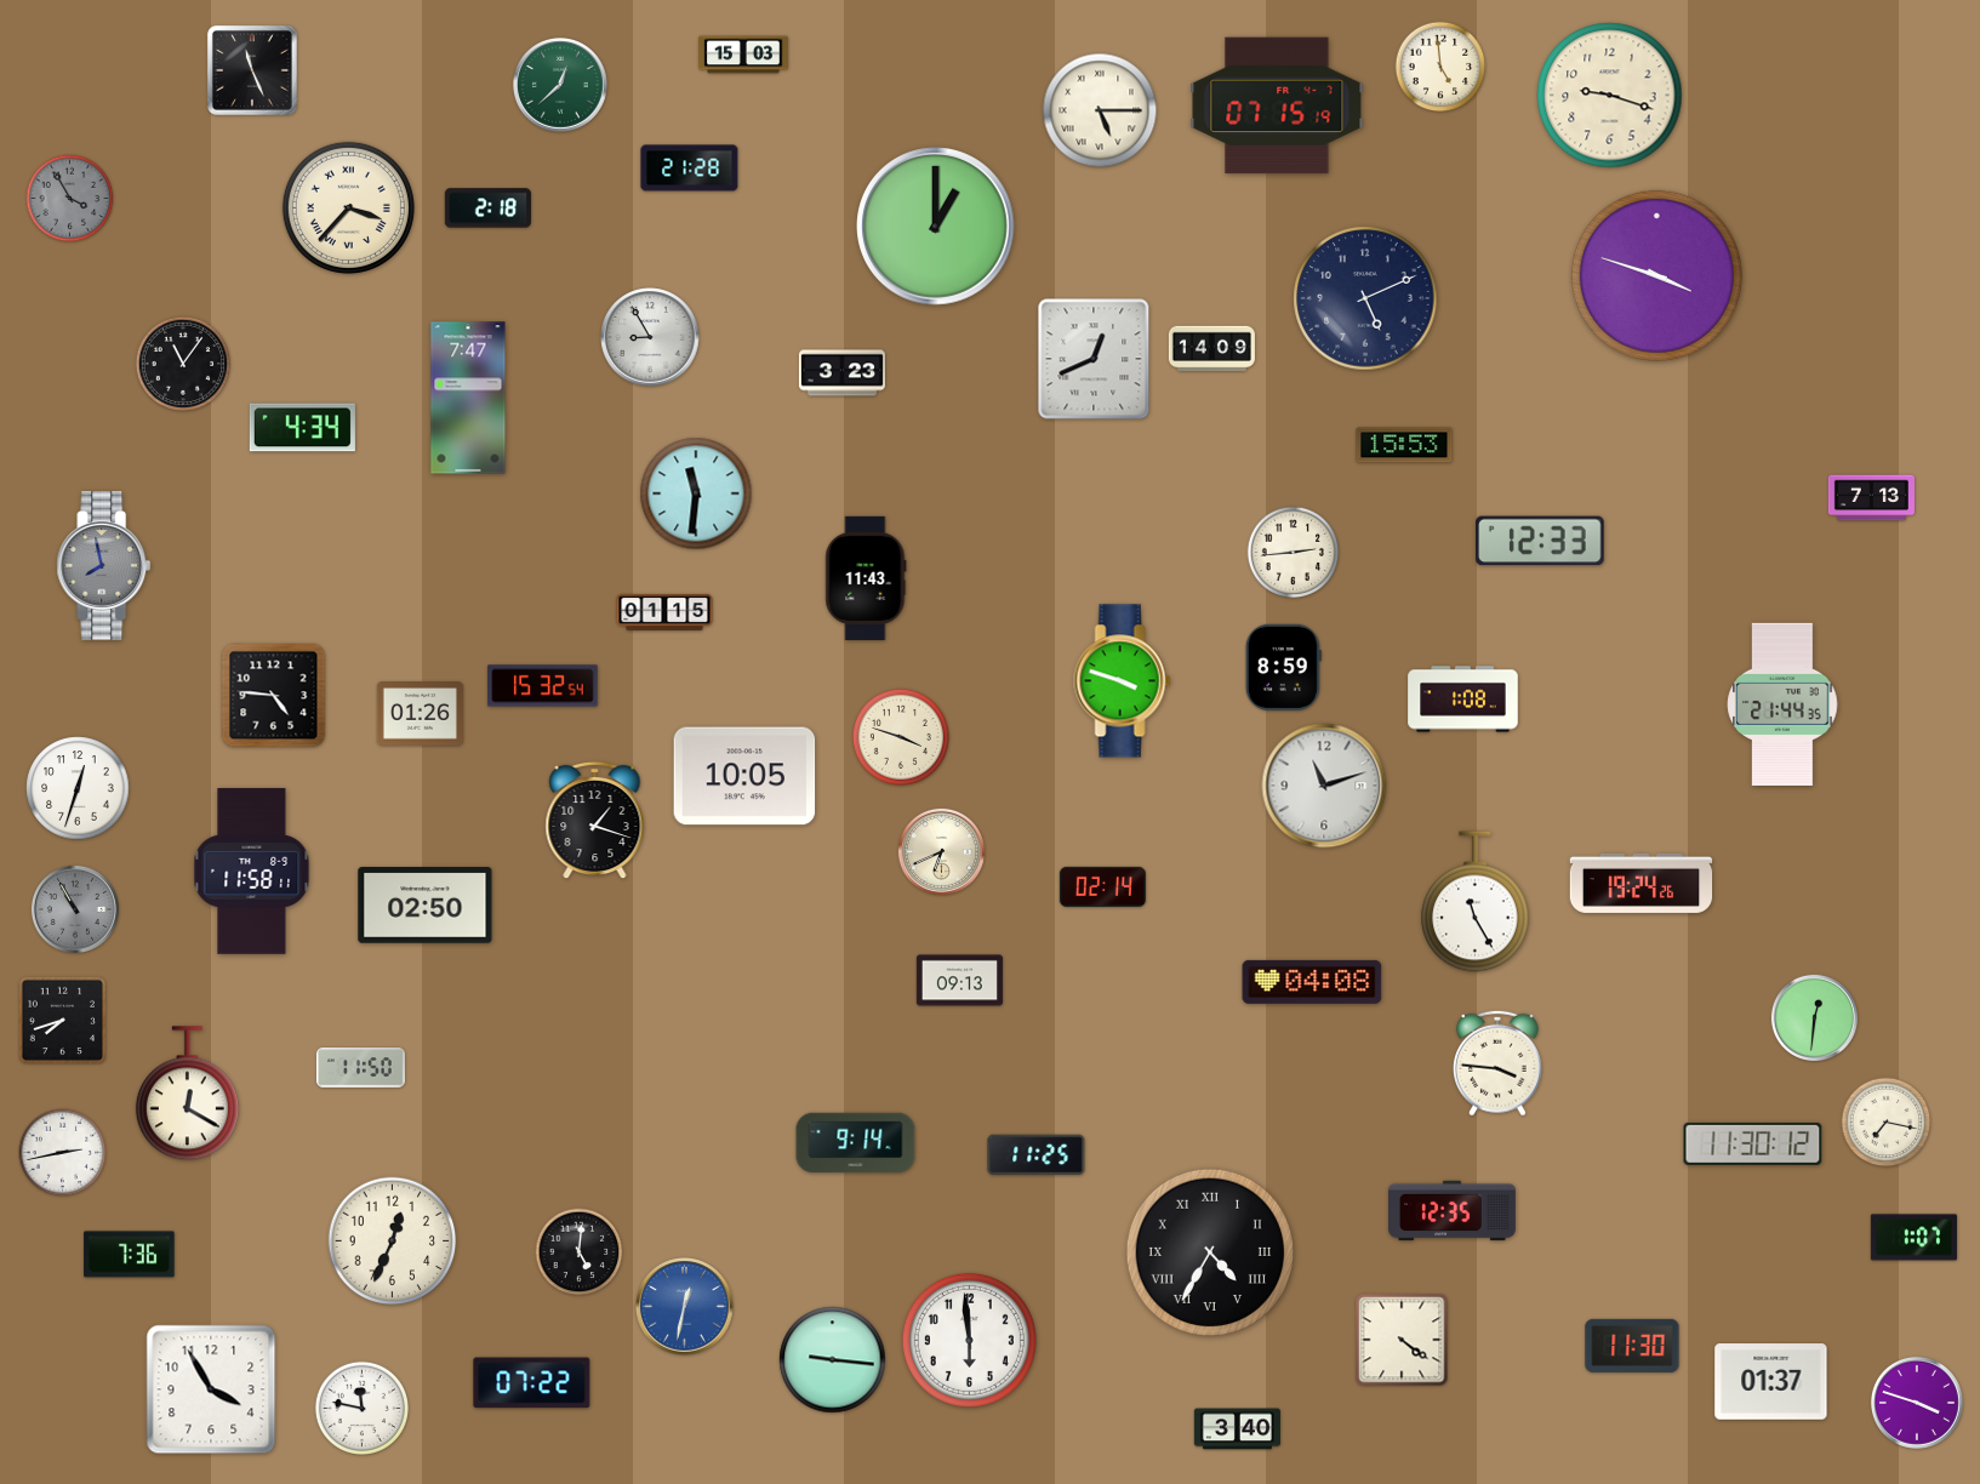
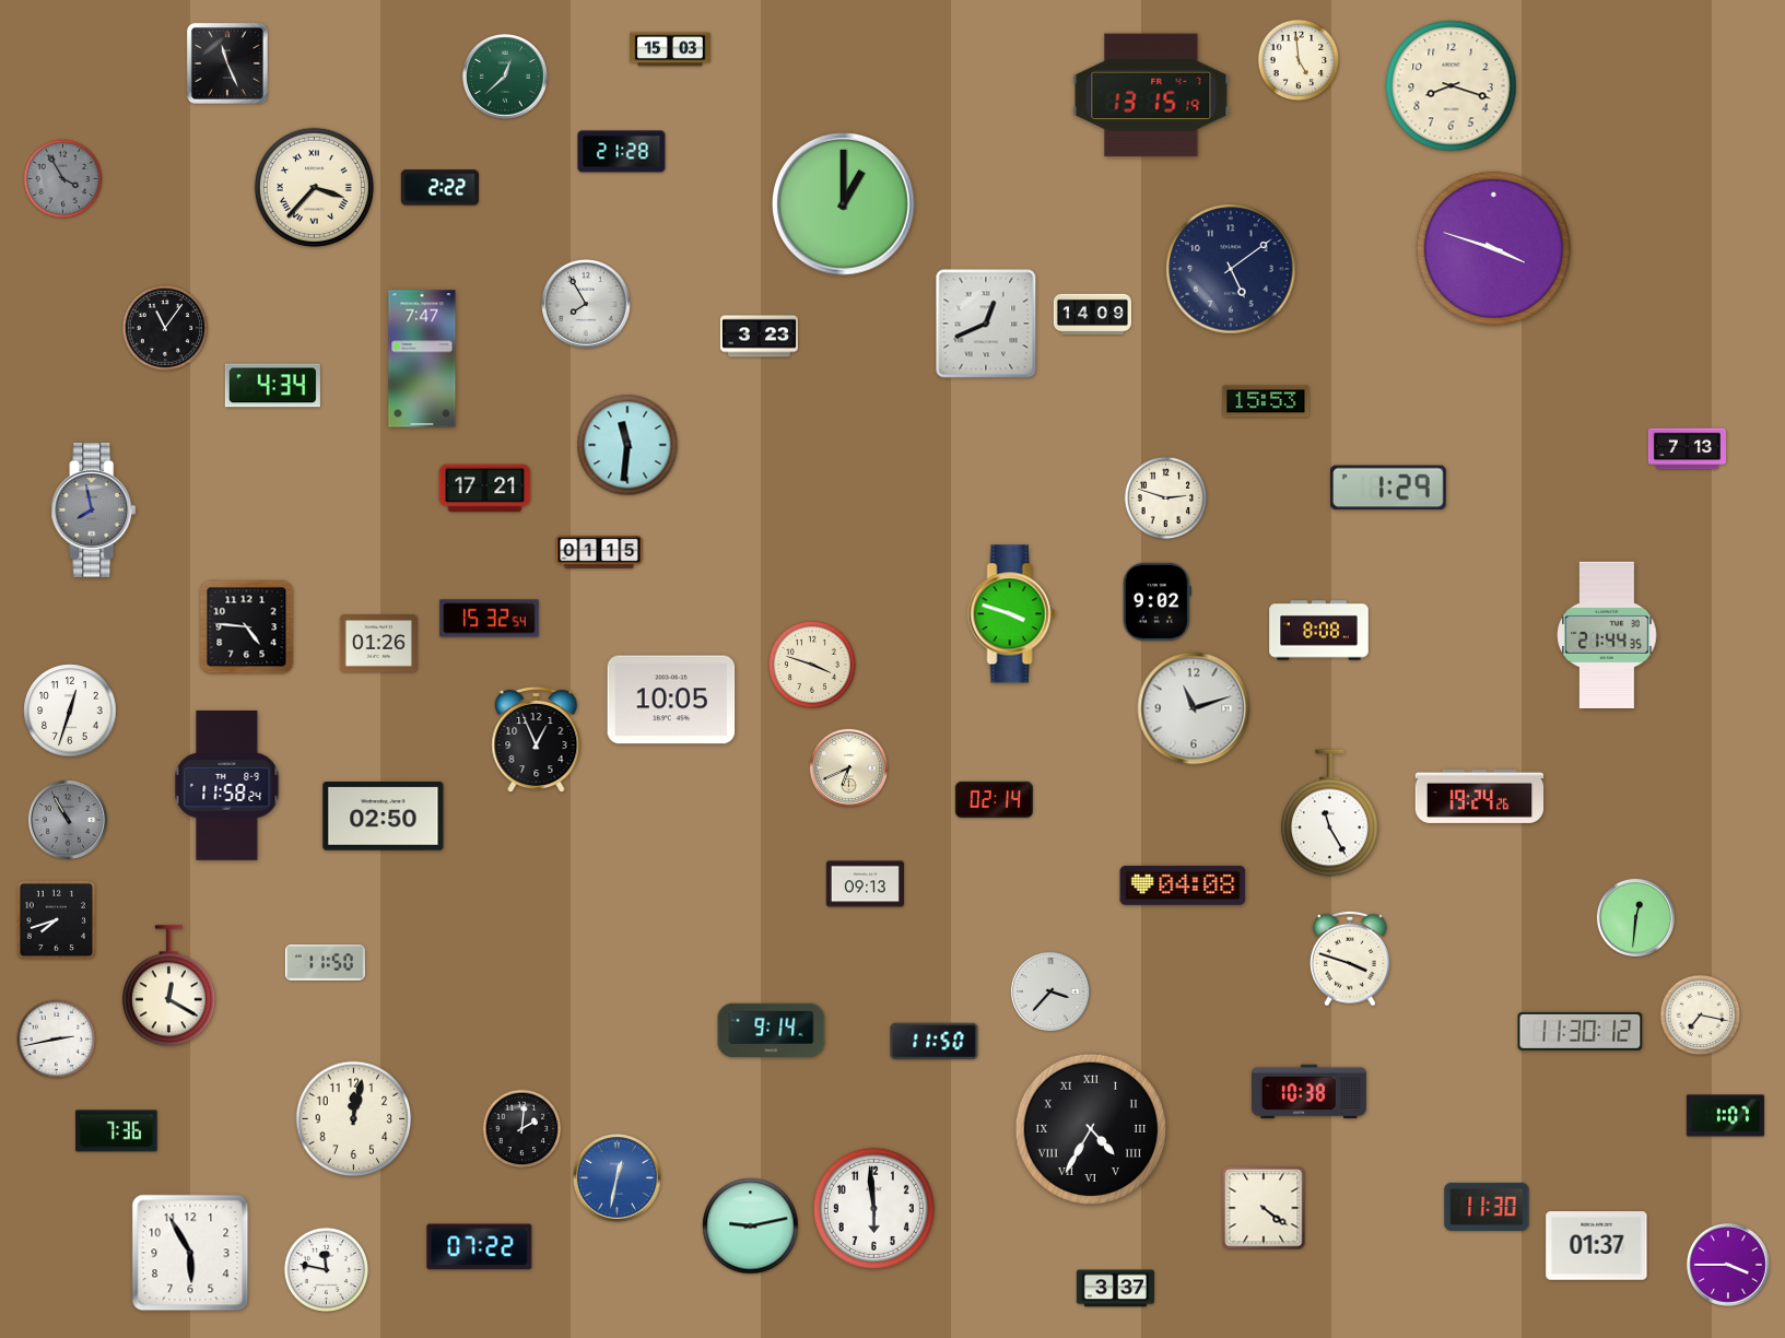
clock at (1610, 96): 9:18 -> 8:18
clock at (1277, 105): 07:15 -> 13:15
clock at (1100, 110): 5:15 -> none
clock at (487, 209): 2:18 -> 2:22
clock at (1365, 298): 5:11 -> 5:09
clock at (650, 337): 8:55 -> 7:55
clock at (1541, 541): 12:33 -> 1:29
clock at (485, 489): none -> 17:21
clock at (1294, 553): 2:44 -> 2:48
clock at (866, 578): 11:43 -> none
clock at (1283, 667): 8:59 -> 9:02
clock at (1463, 700): 1:08 -> 8:08
clock at (595, 821): 1:18 -> 12:56
clock at (252, 871): 11:58:11 -> 11:58:24
clock at (1497, 1063): 3:46 -> 3:48
clock at (1050, 991): none -> 3:37
clock at (1887, 1123) position: (1887, 1123) -> (1701, 1016)
clock at (1037, 1155): 11:25 -> 11:50
clock at (1453, 1211): 12:35 -> 10:38
clock at (393, 1242): 12:34 -> 12:02
clock at (580, 1252): 5:01 -> 2:01
clock at (1632, 1346) position: (1632, 1346) -> (1487, 1207)
clock at (833, 1360): 9:16 -> 9:13
clock at (211, 1389): 3:55 -> 5:55
clock at (1917, 1403): 3:48 -> 3:45
clock at (1237, 1429): 3:40 -> 3:37
